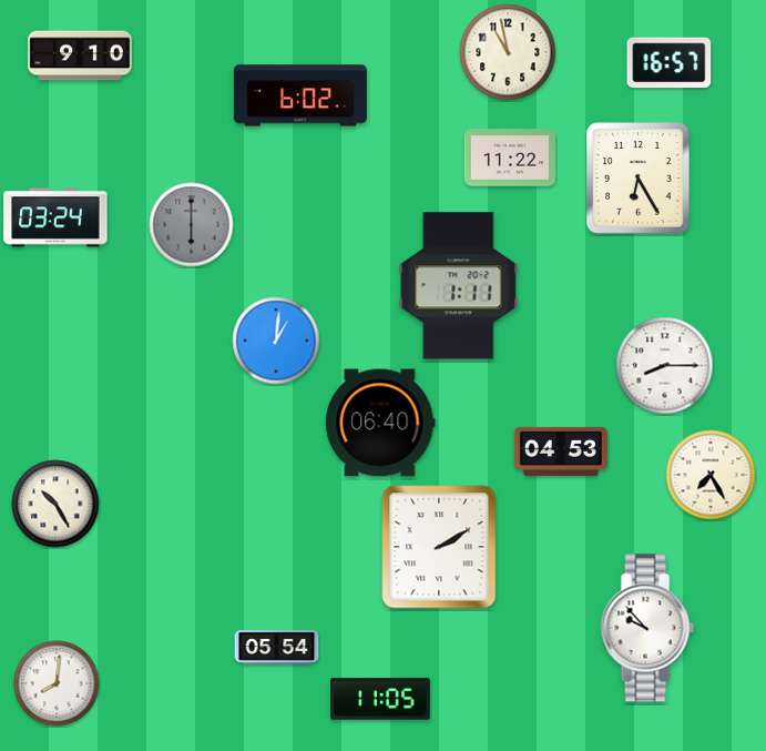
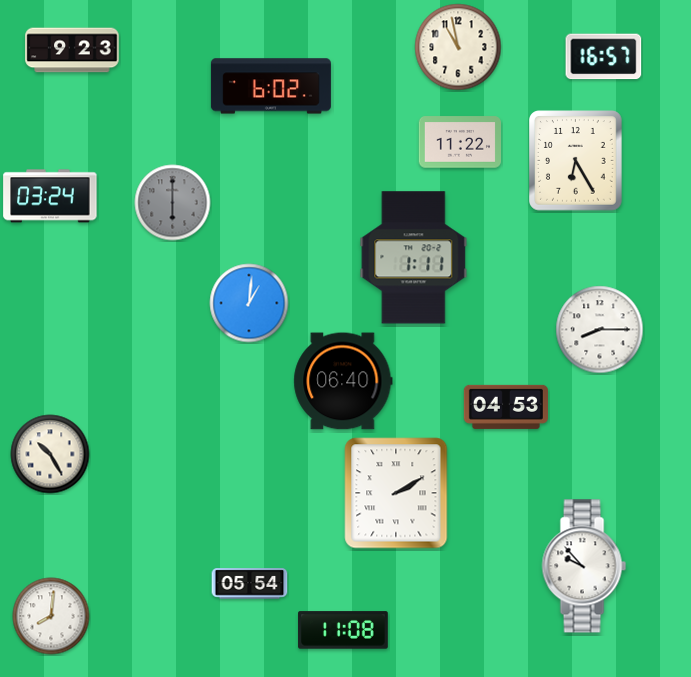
clock at (80, 55): 9:10 -> 9:23
clock at (276, 341) position: (276, 341) -> (249, 303)
clock at (711, 475): 7:25 -> none
clock at (380, 699): 11:05 -> 11:08
